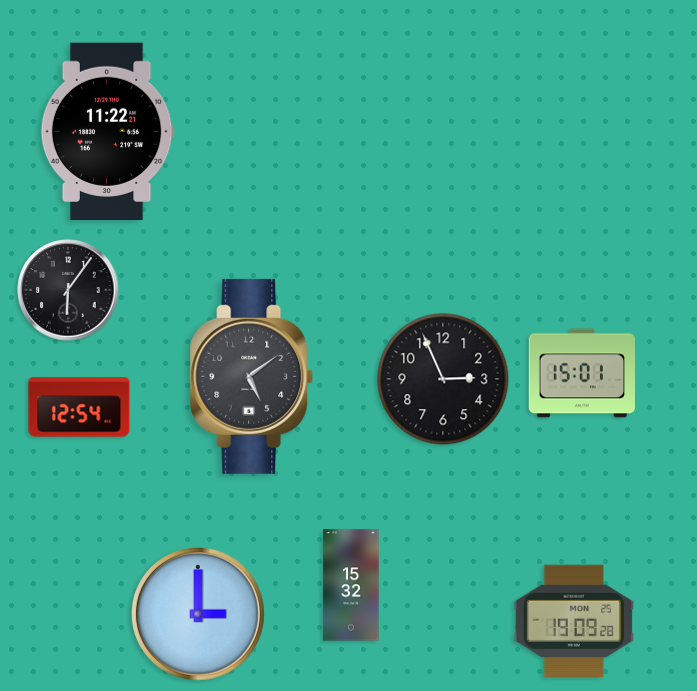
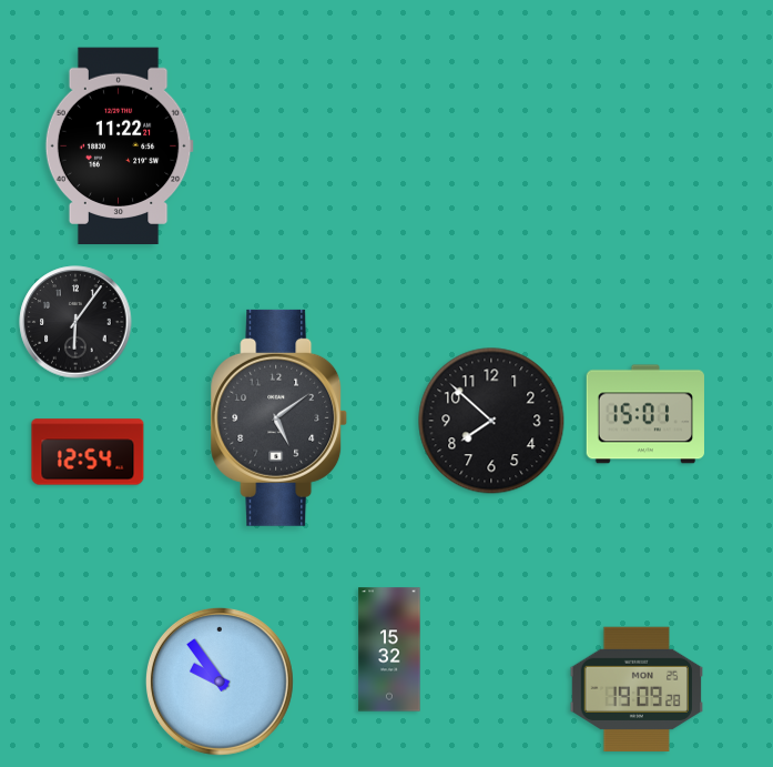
clock at (443, 379): 2:56 -> 7:52
clock at (198, 614): 3:00 -> 9:54
